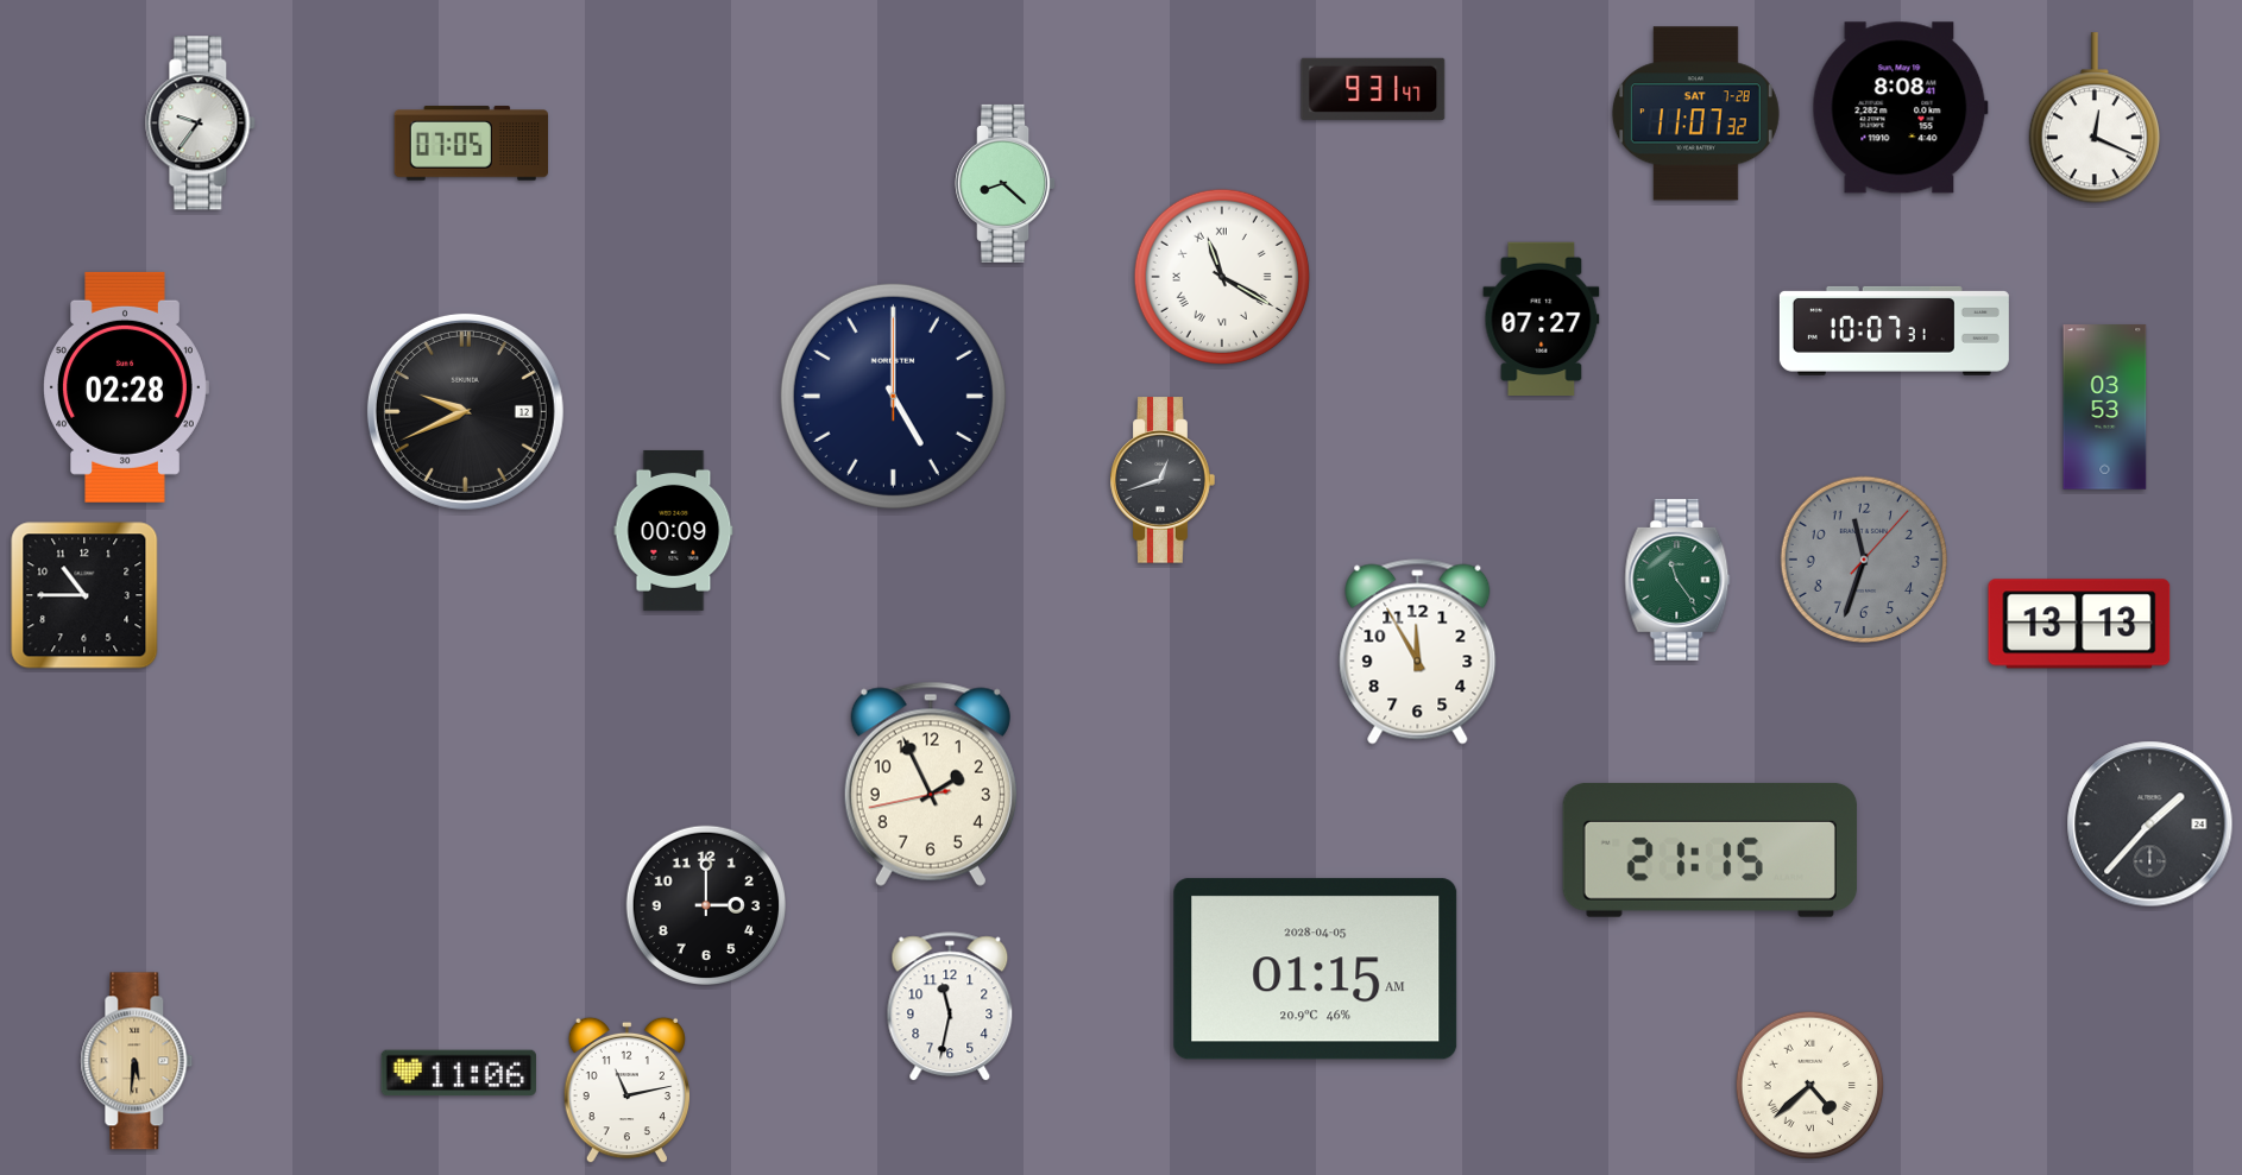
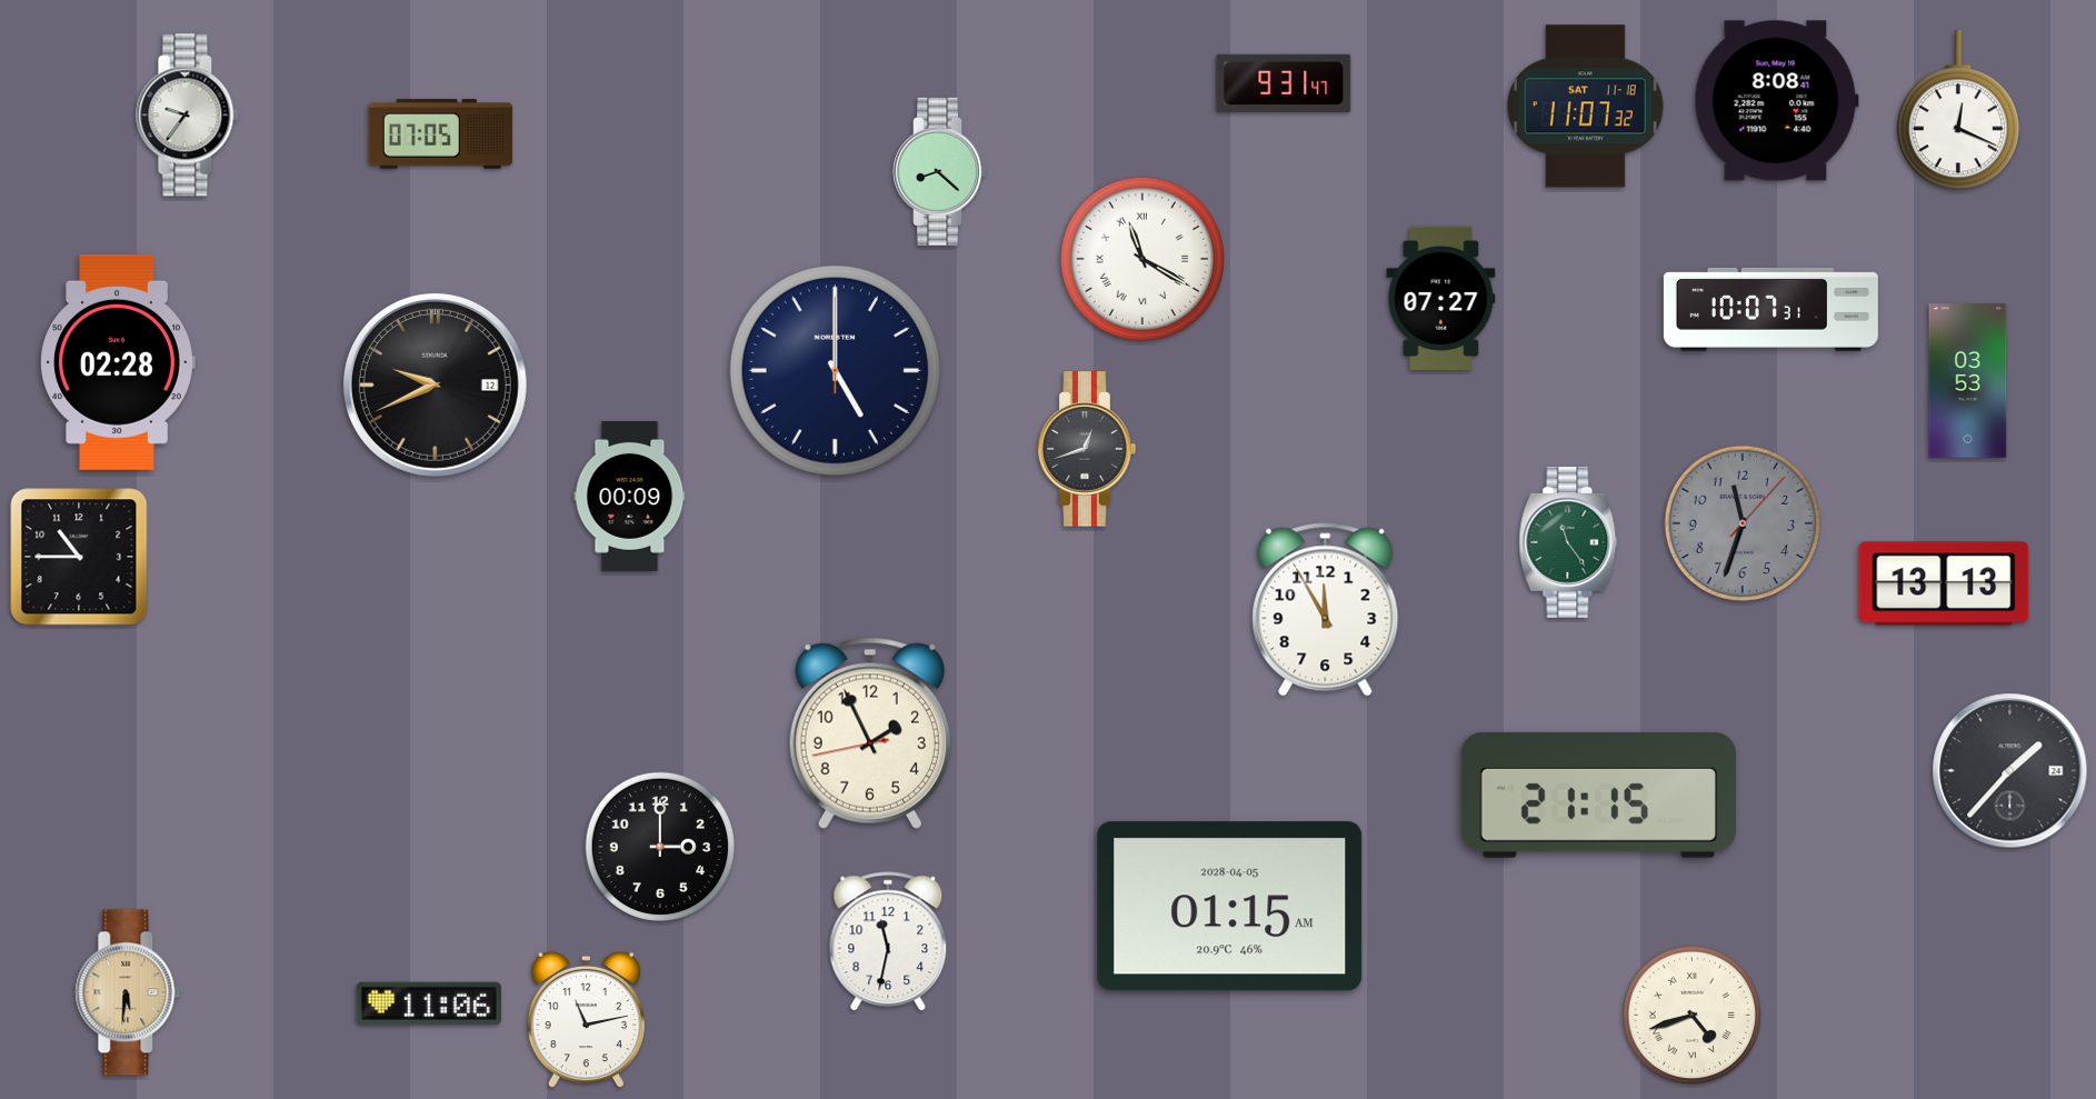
clock at (1695, 114) date: SAT 7-28 -> SAT 11-18
clock at (1810, 1086): 4:38 -> 4:42
